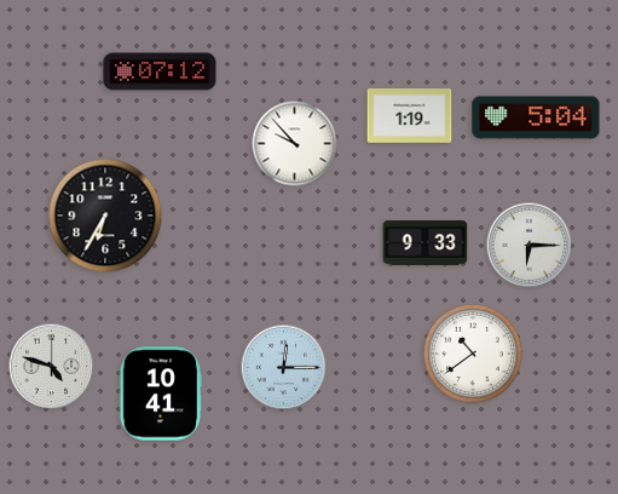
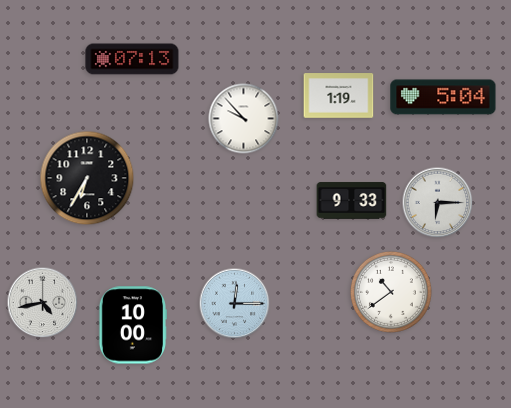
clock at (160, 71): 07:12 -> 07:13
clock at (52, 367): 4:48 -> 4:43
clock at (160, 394): 10:41 -> 10:00
